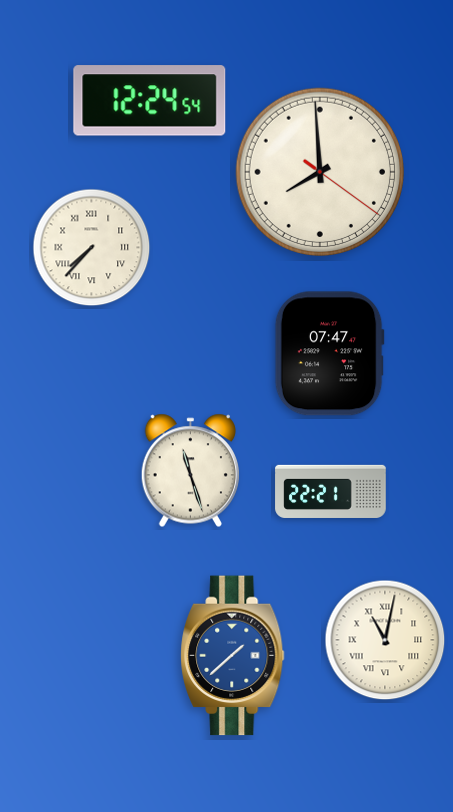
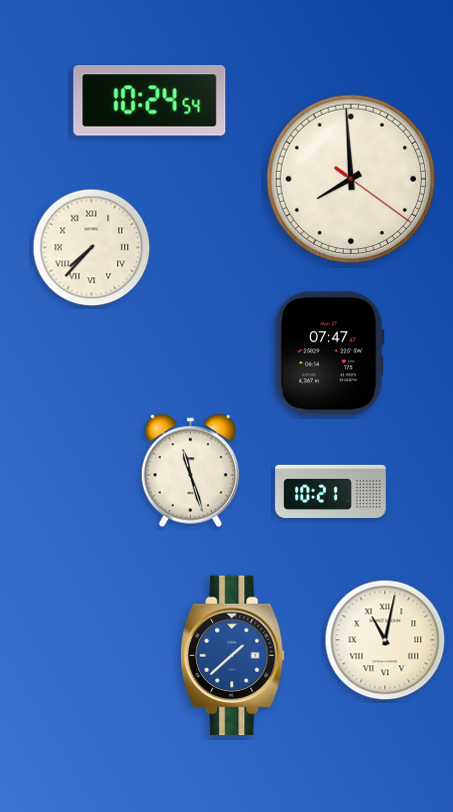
clock at (150, 101): 12:24 -> 10:24
clock at (319, 171) position: (319, 171) -> (350, 178)
clock at (331, 491): 22:21 -> 10:21
